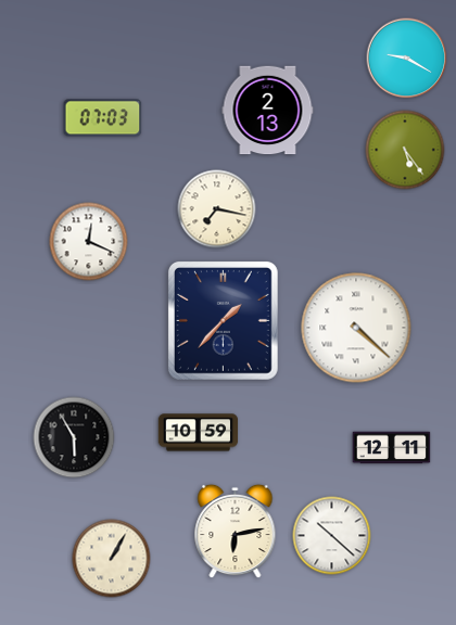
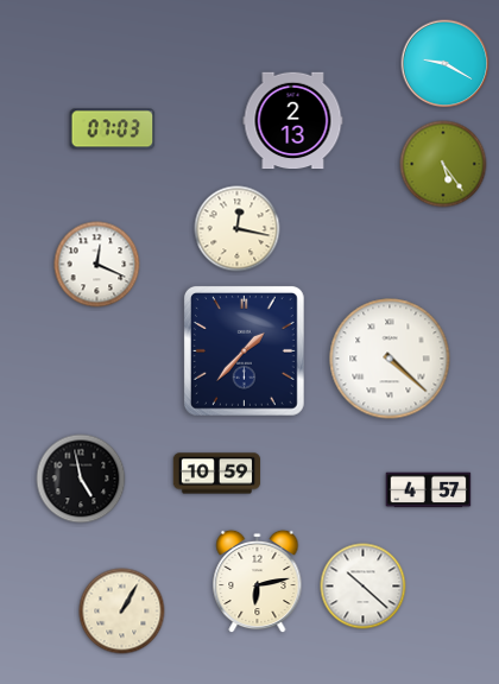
clock at (217, 209): 7:17 -> 12:17
clock at (74, 437): 5:55 -> 4:58
clock at (392, 448): 12:11 -> 4:57
